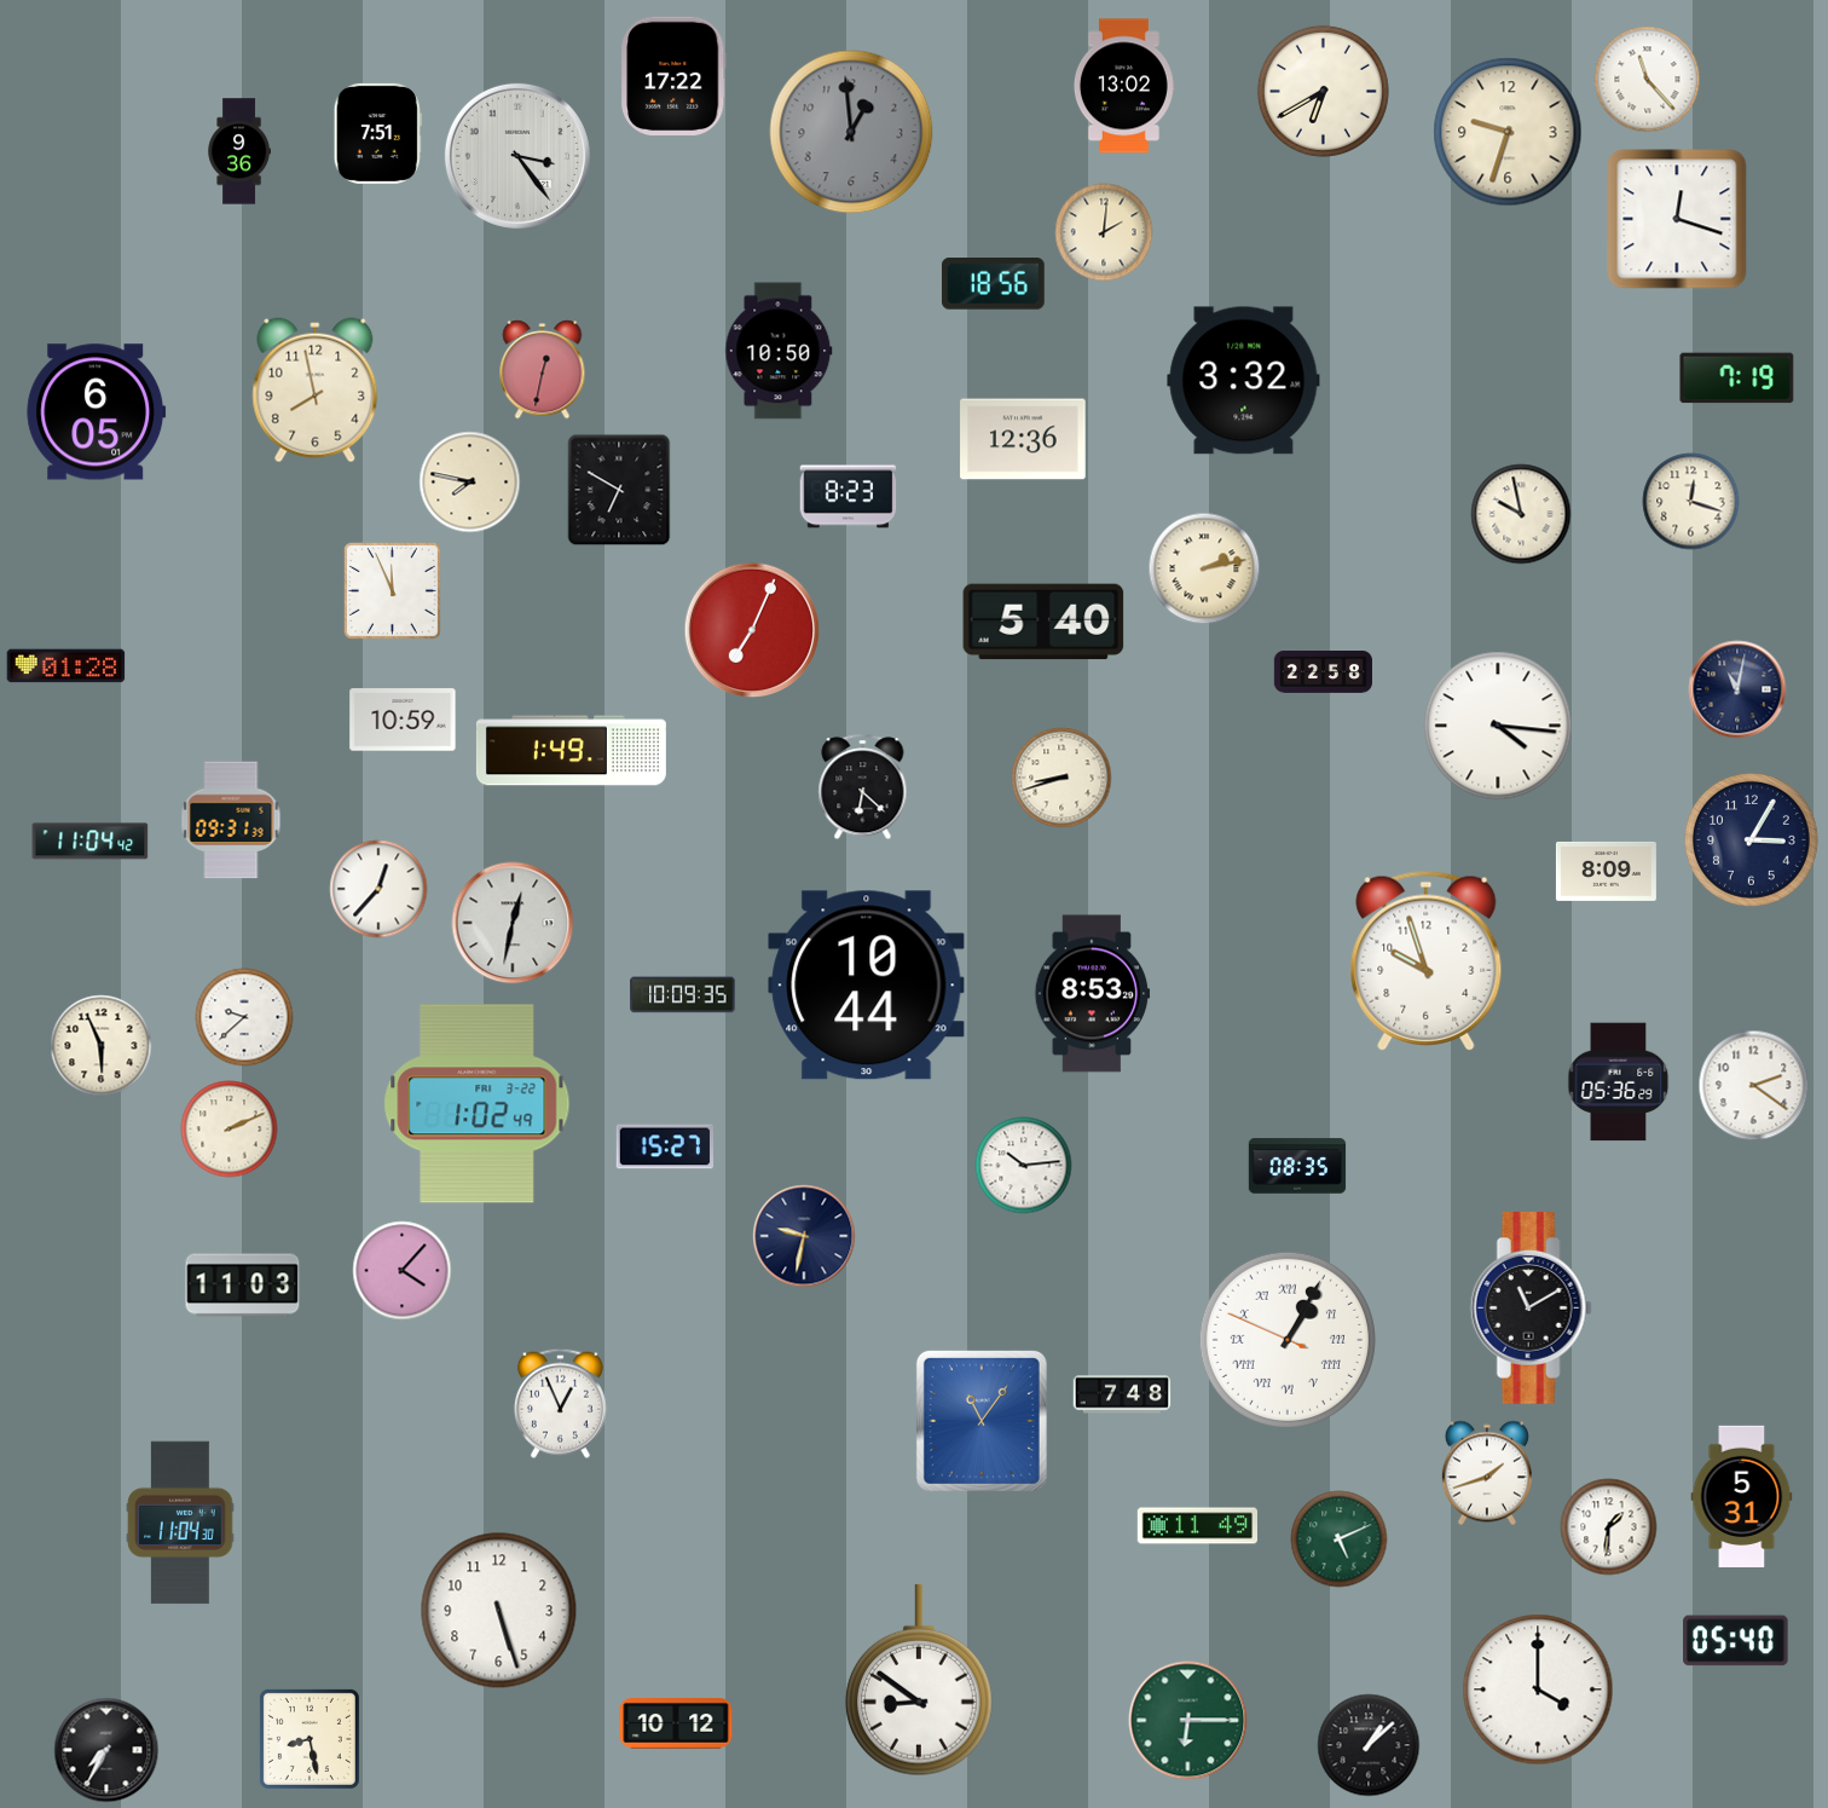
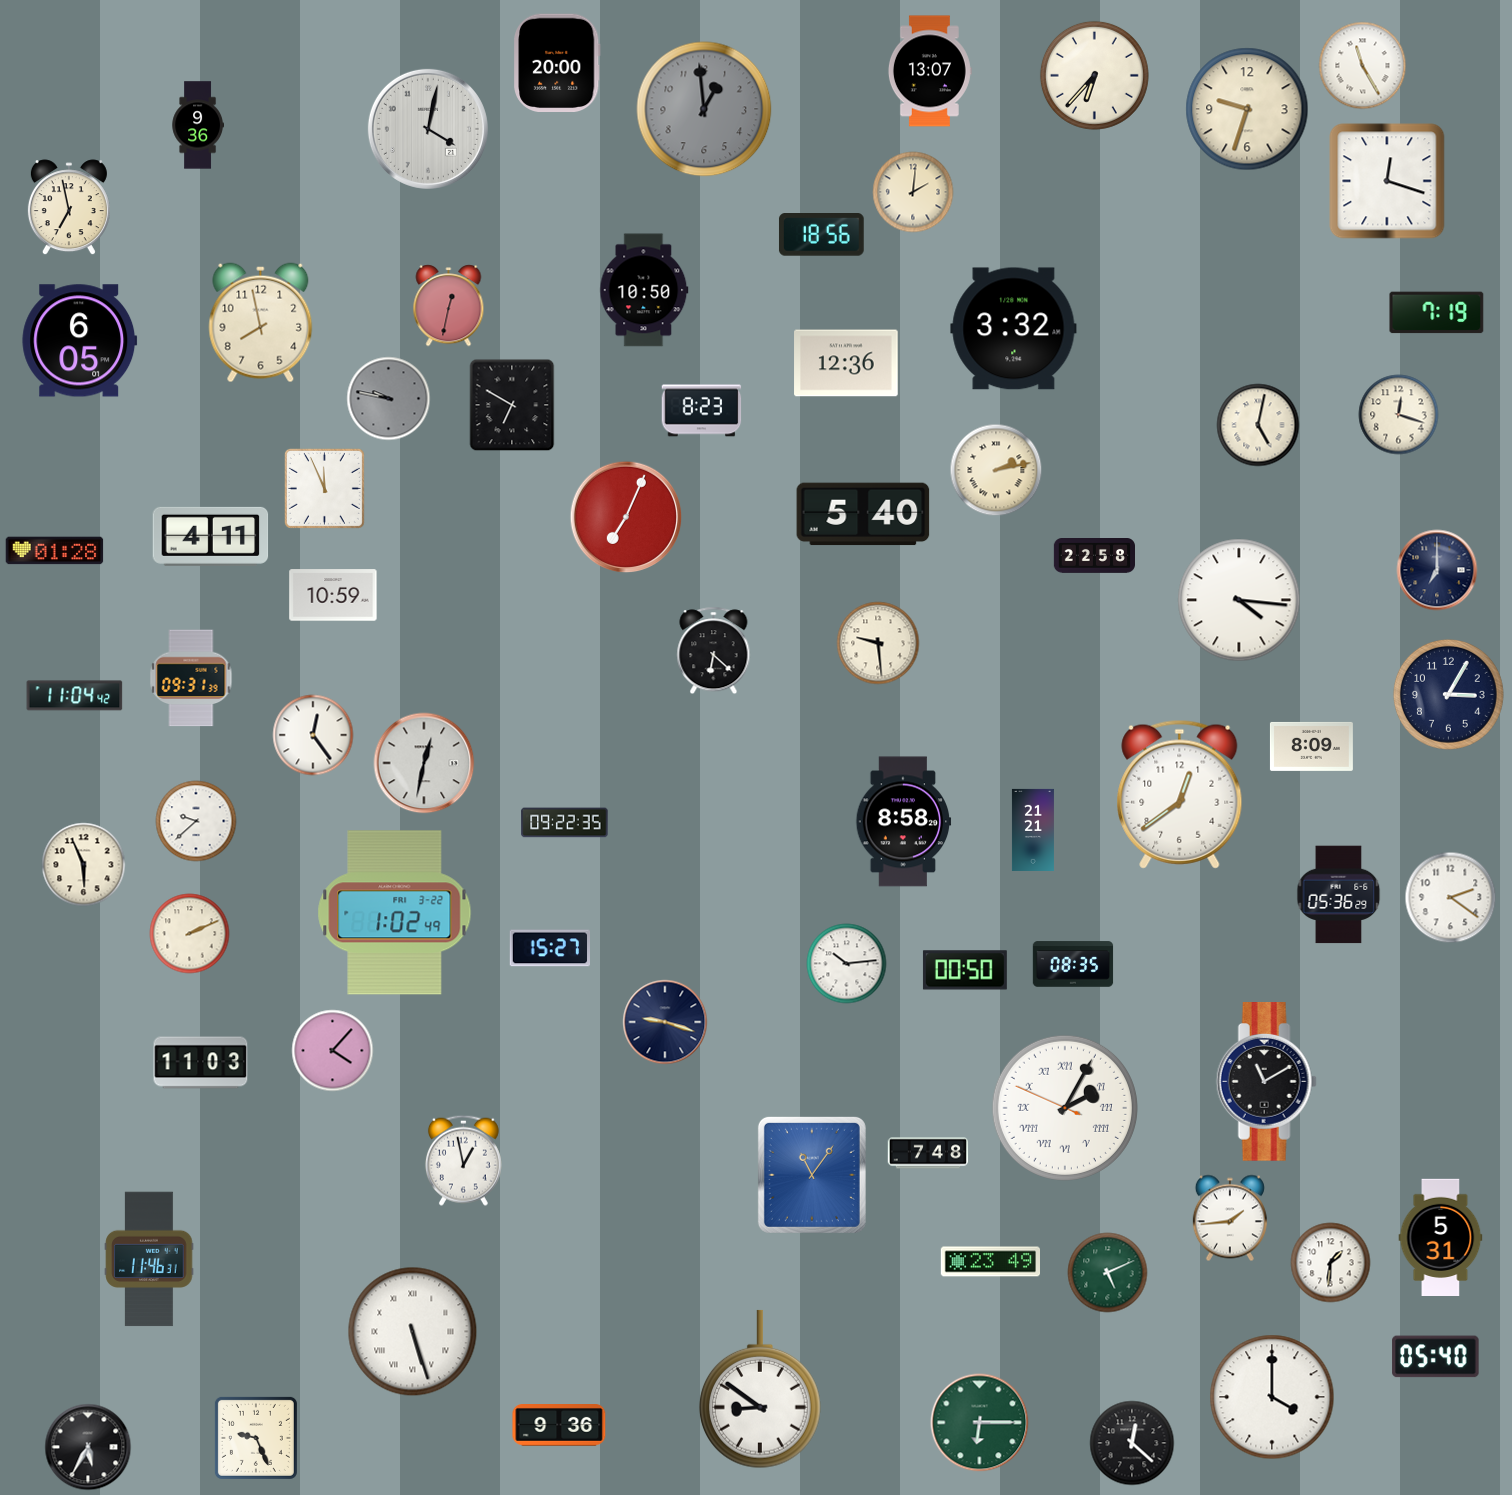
clock at (675, 75): 17:22 -> 20:00
clock at (1648, 80): 11:23 -> 11:25
clock at (1123, 86): 13:02 -> 13:07
clock at (1323, 91): 6:40 -> 6:37
clock at (377, 133): 7:51 -> none
clock at (517, 156): 3:24 -> 4:02
clock at (69, 208): none -> 6:58
clock at (1244, 381) position: (1244, 381) -> (1014, 329)
clock at (470, 483): 7:47 -> 9:47
clock at (470, 483) dial: cream -> grey
clock at (1521, 514): 9:58 -> 5:02
clock at (752, 630) position: (752, 630) -> (626, 517)
clock at (211, 536): none -> 4:11
clock at (1737, 689): 11:02 -> 7:00
clock at (571, 751): 1:49 -> none
clock at (1061, 778): 8:42 -> 9:29
clock at (1606, 871) position: (1606, 871) -> (1311, 746)
clock at (378, 889): 12:37 -> 12:24
clock at (1427, 960): 9:57 -> 12:39
clock at (867, 986): 10:44 -> none
clock at (1093, 994): 8:53 -> 8:58
clock at (683, 995): 10:09 -> 09:22
clock at (1033, 830): none -> 21:21
clock at (244, 1017) position: (244, 1017) -> (196, 821)
clock at (965, 970): none -> 00:50
clock at (804, 1236): 9:32 -> 9:18
clock at (1288, 1340): 1:04 -> 2:04
clock at (560, 1403): 12:56 -> 12:58
clock at (1487, 1473): 1:42 -> 1:44
clock at (180, 1523): 11:04 -> 11:46
clock at (1197, 1526): 11:49 -> 23:49
clock at (499, 1611) numerals: Arabic -> Roman
clock at (1188, 1721) position: (1188, 1721) -> (980, 1423)
clock at (676, 1725): 10:12 -> 9:36
clock at (310, 1739): 8:28 -> 9:26
clock at (1369, 1745): 1:08 -> 12:22
clock at (106, 1750): 7:35 -> 5:35
